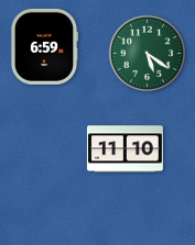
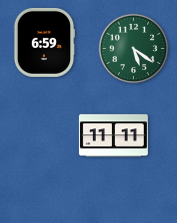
clock at (44, 46) position: (44, 46) -> (44, 42)
clock at (124, 149): 11:10 -> 11:11
